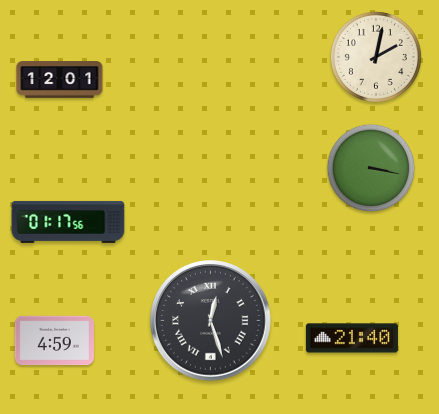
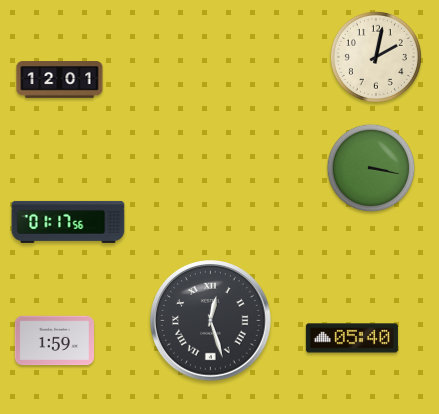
clock at (352, 338): 21:40 -> 05:40
clock at (54, 341): 4:59 -> 1:59
